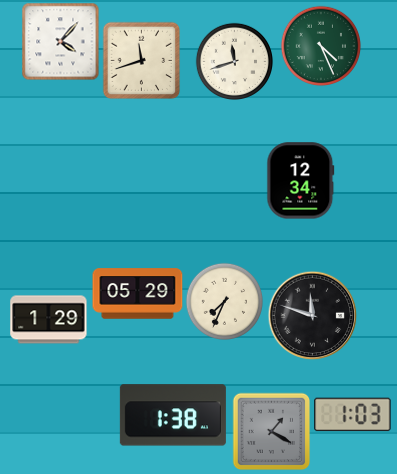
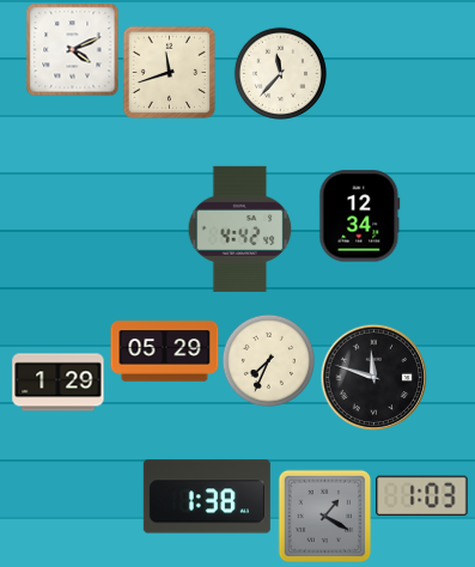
clock at (60, 41): 4:07 -> 4:11
clock at (321, 46): 4:26 -> none
clock at (234, 61): 11:42 -> 11:37
clock at (240, 228): none -> 4:42
